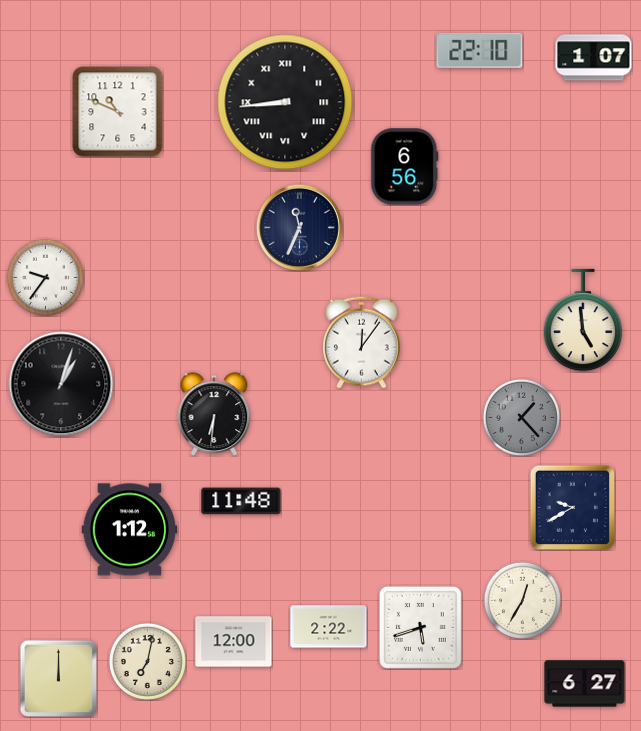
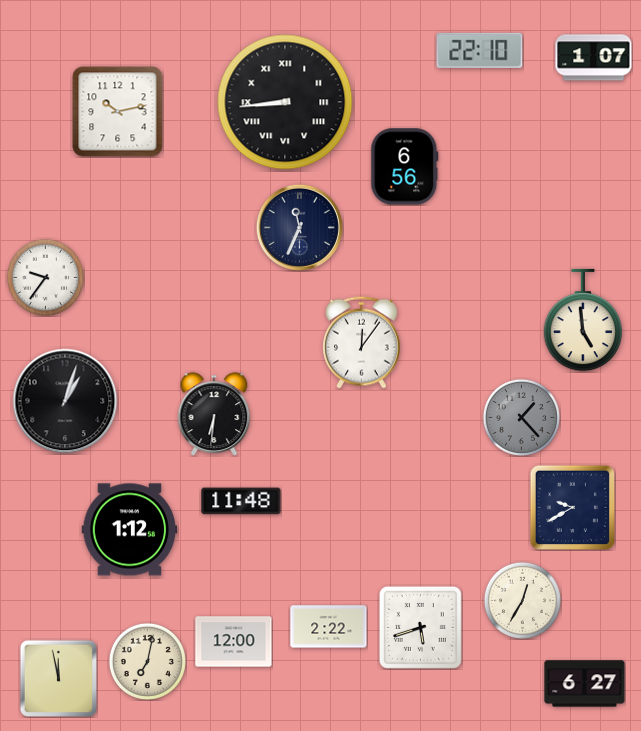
clock at (118, 112): 10:49 -> 10:13
clock at (61, 384) position: (61, 384) -> (65, 401)
clock at (58, 678): 12:00 -> 11:58
